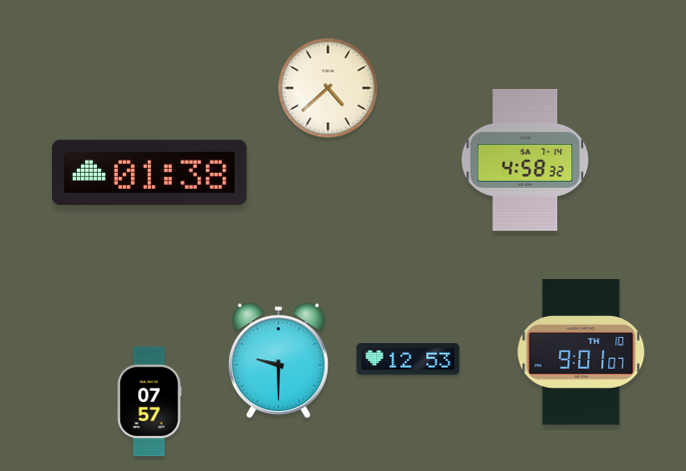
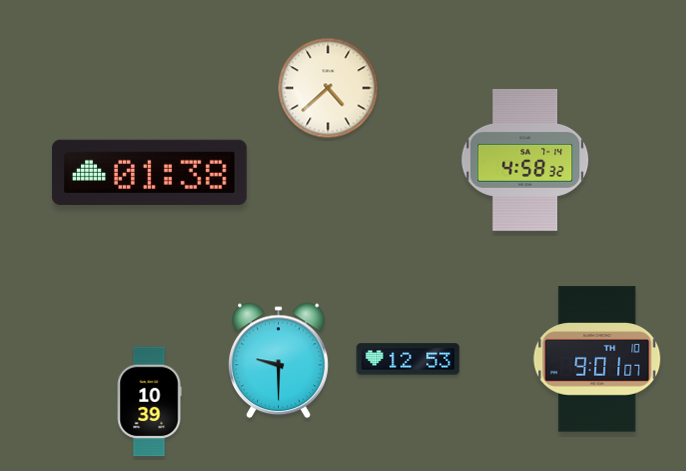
clock at (581, 352) position: (581, 352) -> (597, 359)
clock at (149, 402): 07:57 -> 10:39
